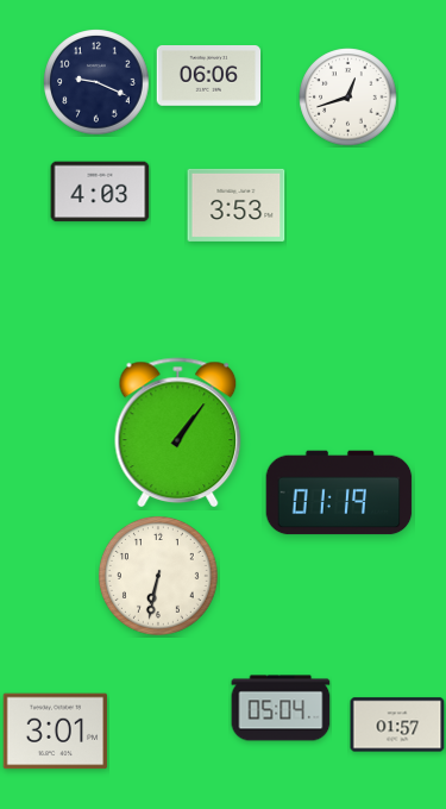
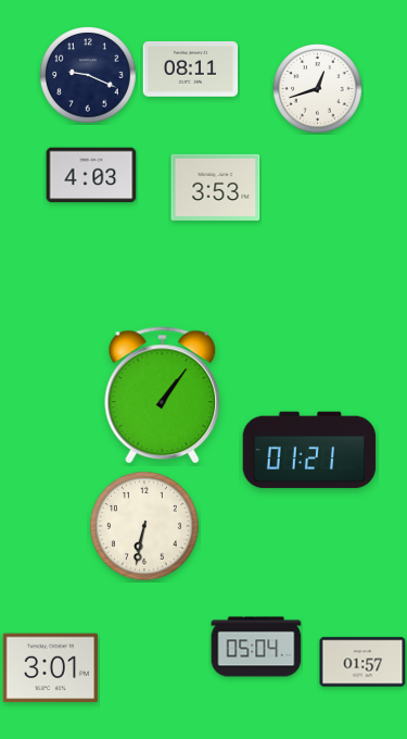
clock at (209, 76): 06:06 -> 08:11
clock at (339, 493): 01:19 -> 01:21
